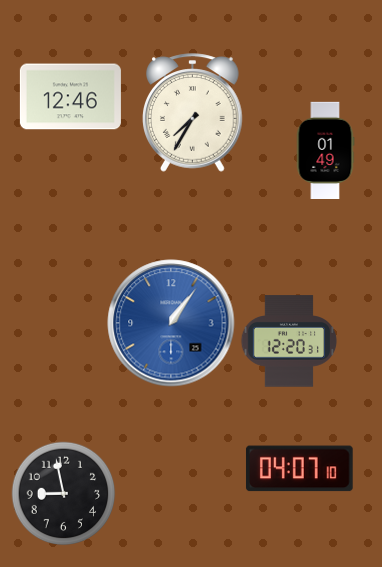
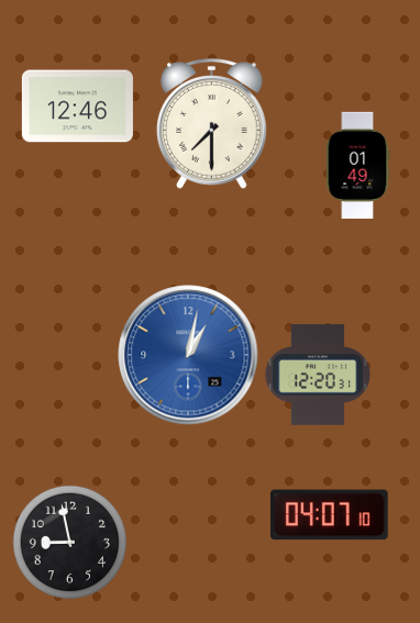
clock at (193, 113): 7:35 -> 7:30
clock at (171, 323): 1:06 -> 1:02
